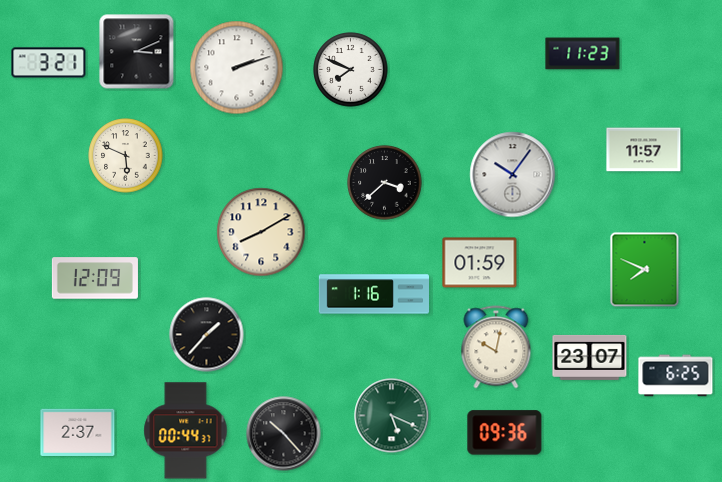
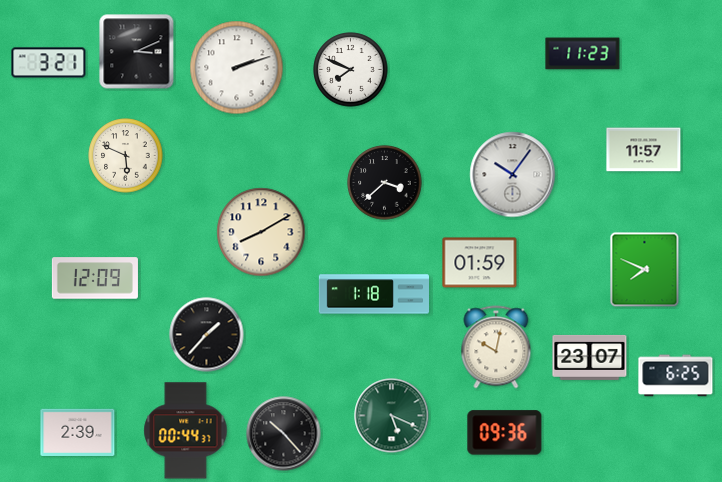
clock at (373, 294): 1:16 -> 1:18
clock at (78, 432): 2:37 -> 2:39
